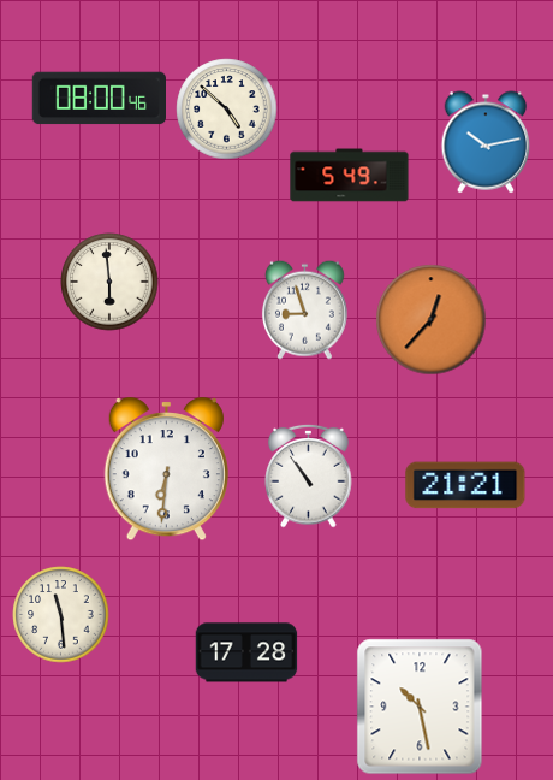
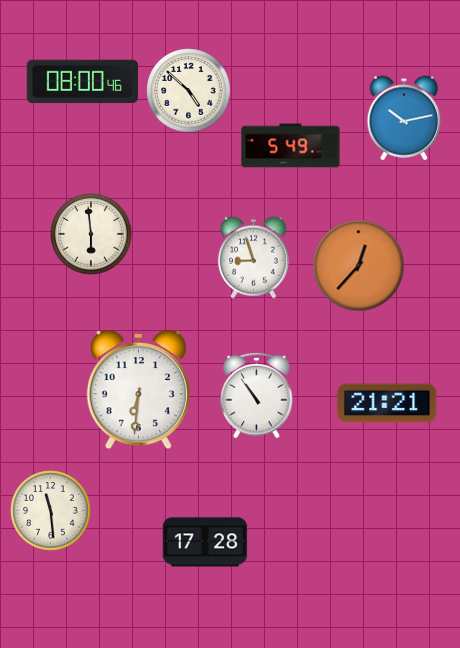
clock at (420, 707): 10:28 -> none
